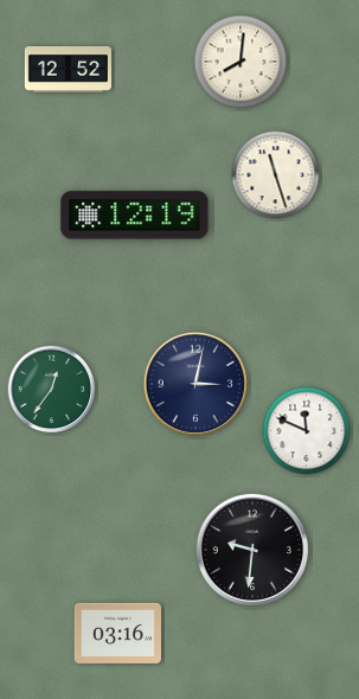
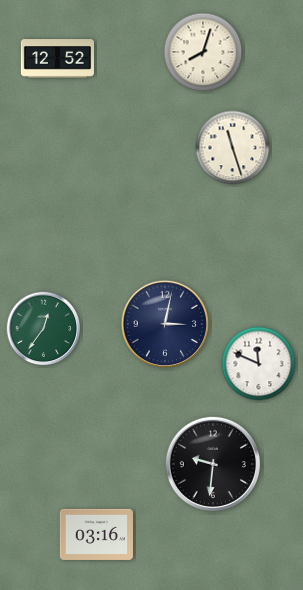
clock at (241, 62): 8:01 -> 8:03
clock at (135, 216): 12:19 -> none
clock at (117, 633) position: (117, 633) -> (96, 534)
